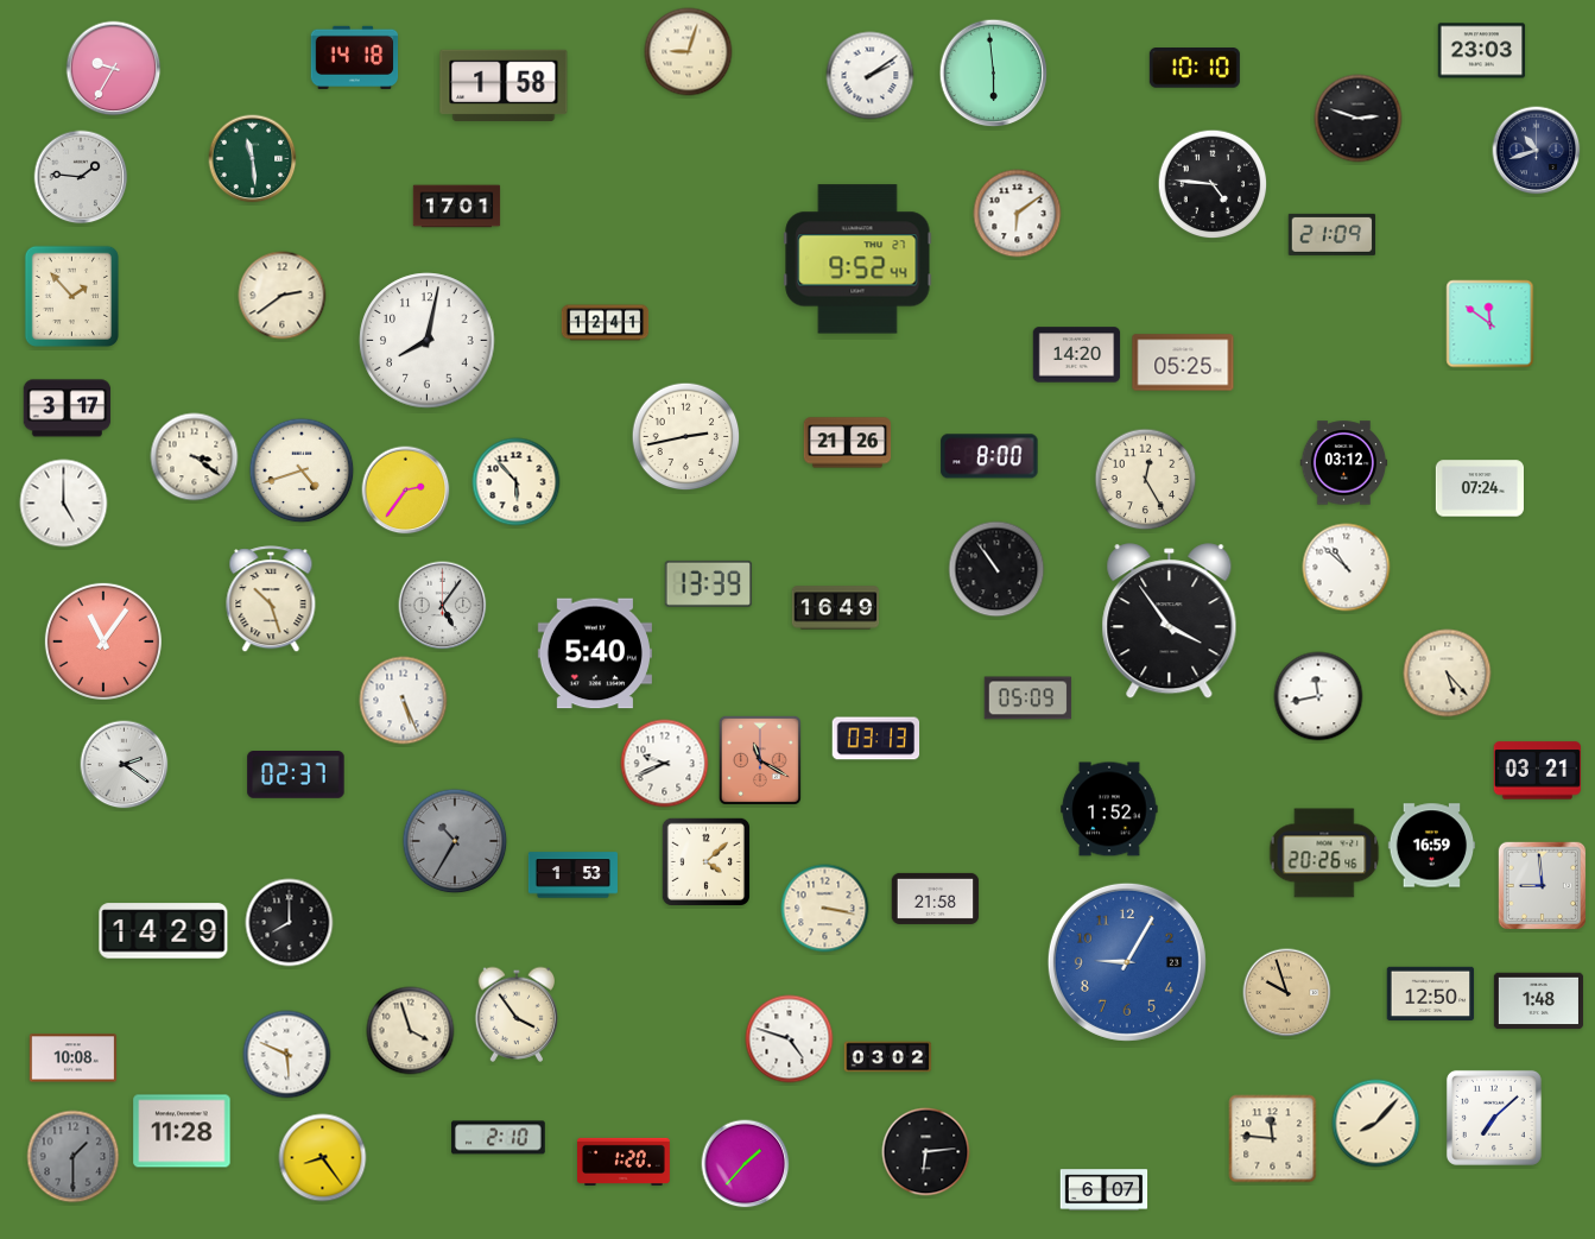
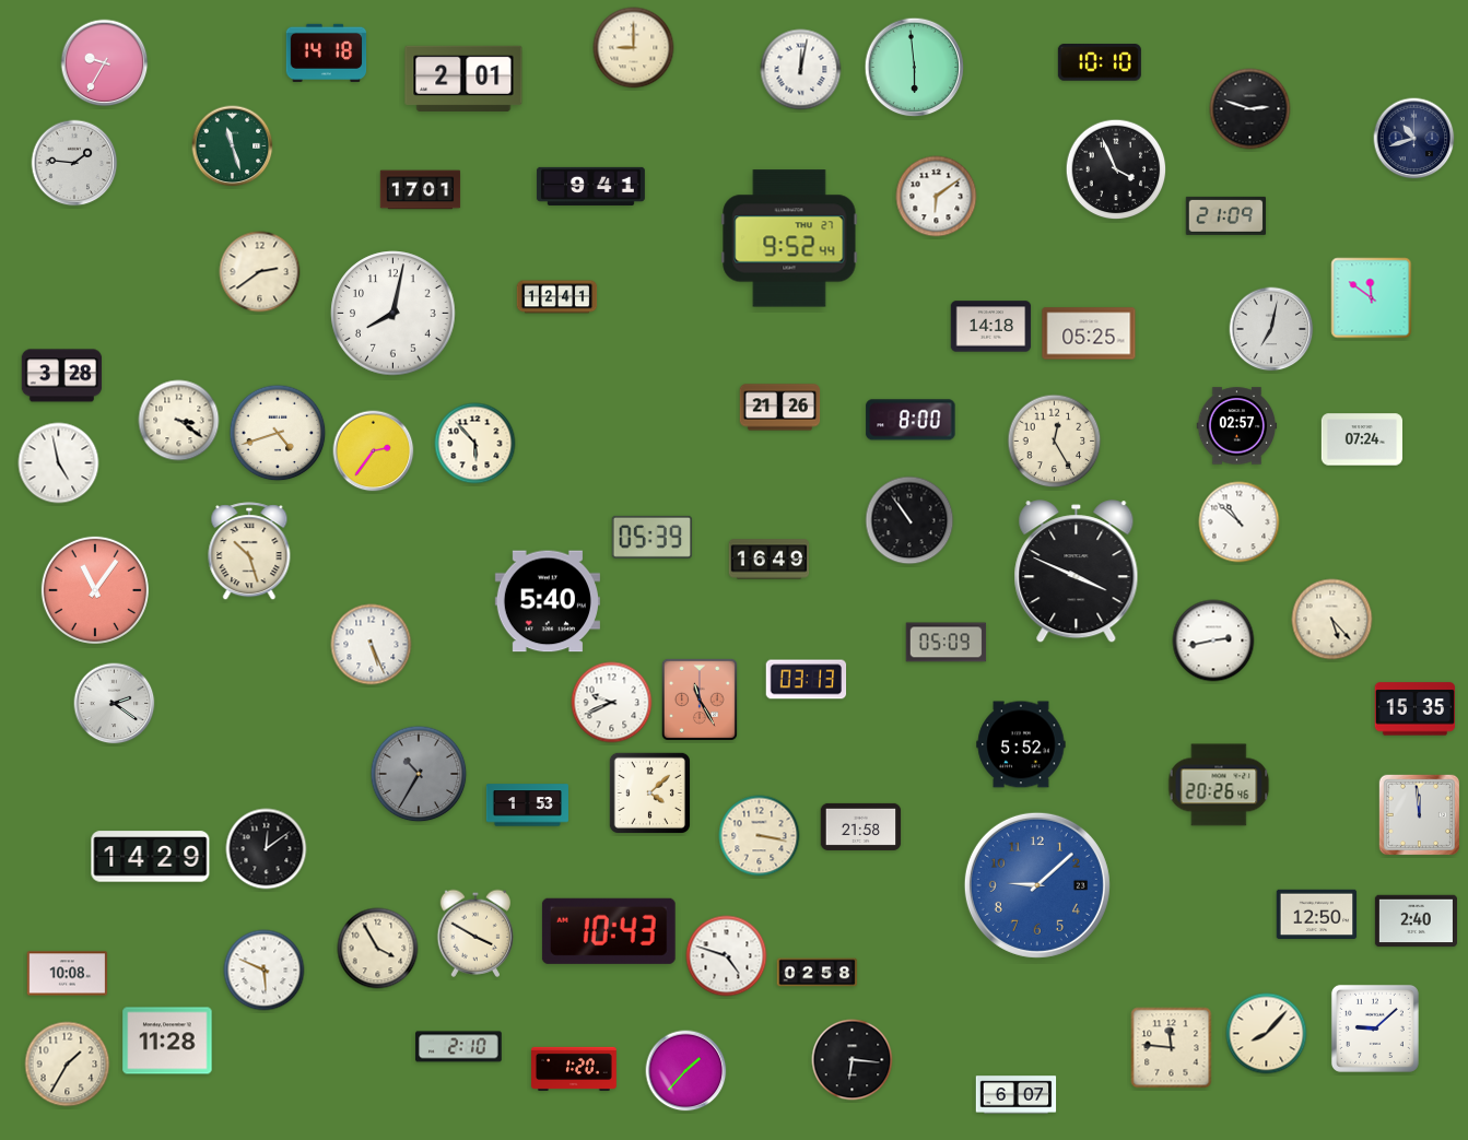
clock at (1482, 51): 23:03 -> none
clock at (689, 52): 9:03 -> 9:00
clock at (871, 76): 2:09 -> 12:02
clock at (504, 86): 1:58 -> 2:01
clock at (253, 159): 11:29 -> 11:27
clock at (1213, 184): 4:46 -> 3:56
clock at (590, 186): none -> 9:41
clock at (71, 296): 1:53 -> none
clock at (1077, 355): 14:20 -> 14:18
clock at (1271, 329): none -> 7:02
clock at (68, 409): 3:17 -> 3:28
clock at (686, 437): 2:43 -> none
clock at (1344, 463): 03:12 -> 02:57
clock at (1479, 488) position: (1479, 488) -> (1361, 439)
clock at (64, 504): 5:00 -> 4:58
clock at (996, 569) position: (996, 569) -> (909, 520)
clock at (709, 583): 13:39 -> 05:39
clock at (443, 606): 5:06 -> none
clock at (1170, 621): 3:54 -> 3:49
clock at (1318, 696): 11:43 -> 2:43
clock at (760, 760): 11:20 -> 11:25
clock at (1538, 771): 03:21 -> 15:35
clock at (296, 776): 02:37 -> none
clock at (1109, 809): 1:52 -> 5:52
clock at (1432, 846): 16:59 -> none
clock at (1542, 885): 8:59 -> 11:59
clock at (290, 923): 8:00 -> 12:09
clock at (1127, 962): 9:05 -> 9:08
clock at (1287, 993): 9:57 -> none
clock at (1538, 1001): 1:48 -> 2:40
clock at (609, 931): none -> 10:43
clock at (515, 1014): 3:54 -> 3:50
clock at (411, 1031): 3:57 -> 3:55
clock at (888, 1057): 03:02 -> 02:58
clock at (1494, 1118): 7:08 -> 9:08
clock at (926, 1152): 6:14 -> 6:16
clock at (74, 1157): 1:30 -> 1:35
clock at (74, 1157) dial: grey -> cream
clock at (323, 1158): 8:24 -> none
